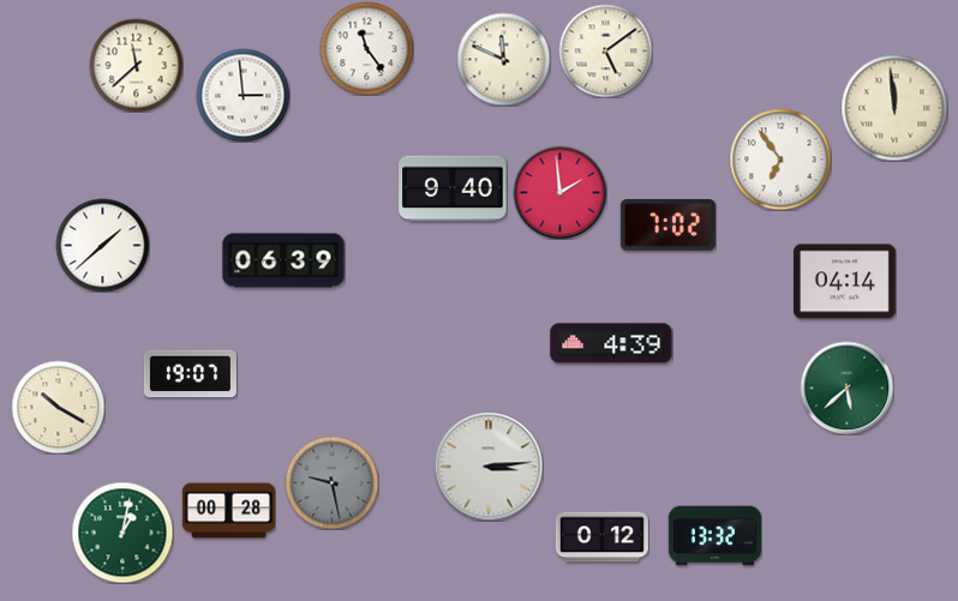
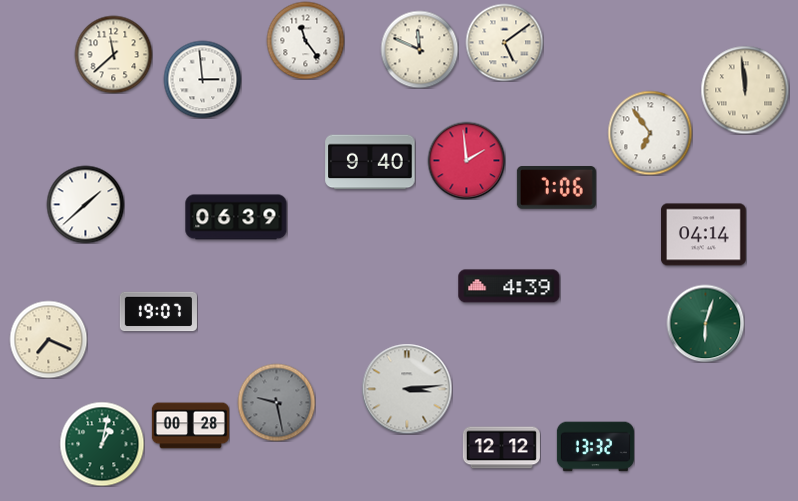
clock at (453, 188) position: (453, 188) -> (370, 162)
clock at (667, 226): 7:02 -> 7:06
clock at (846, 387): 5:38 -> 6:03
clock at (58, 407): 10:20 -> 7:19
clock at (601, 537): 0:12 -> 12:12
